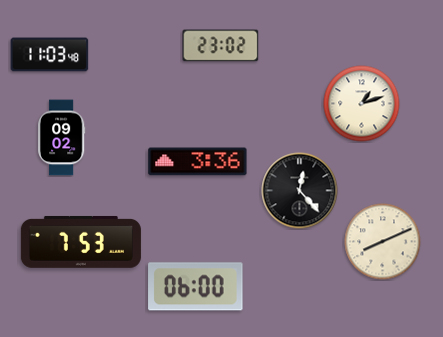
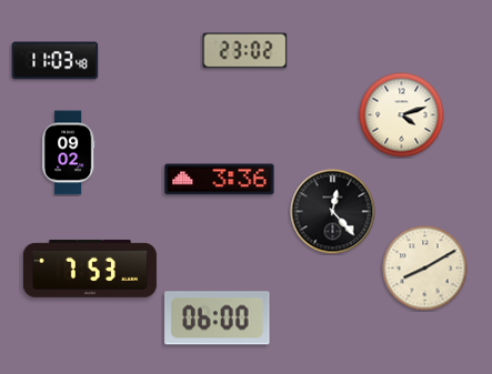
clock at (362, 104): 1:12 -> 4:12
clock at (383, 242): 8:11 -> 8:10
